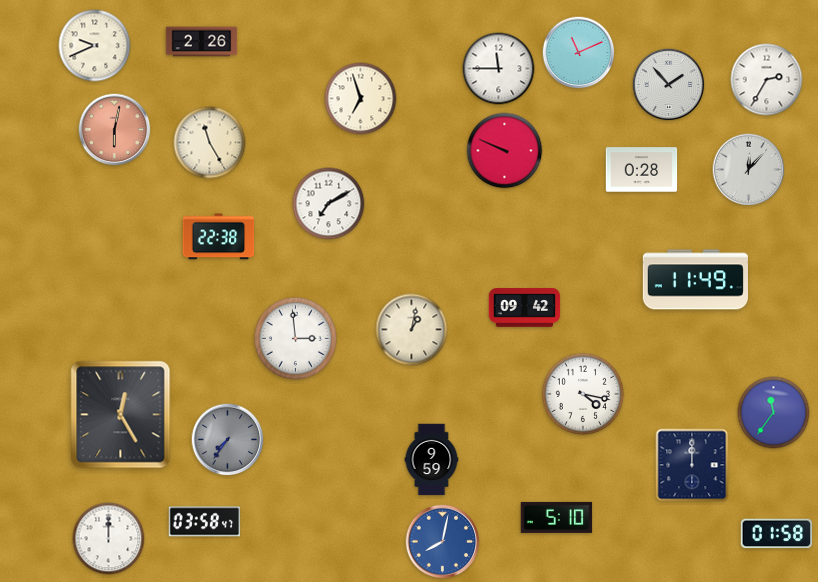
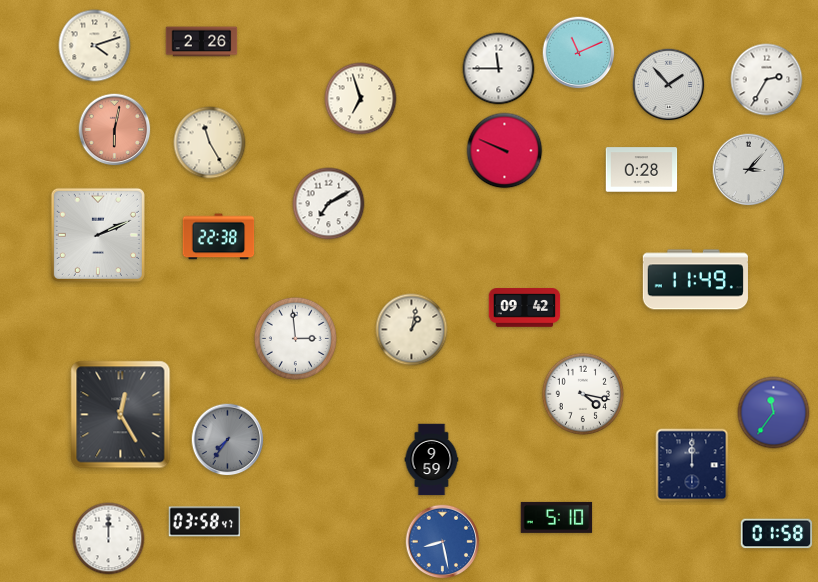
clock at (95, 46): 9:41 -> 4:12
clock at (749, 170): 12:07 -> 3:07
clock at (98, 235): none -> 2:11
clock at (443, 542): 8:02 -> 8:28
